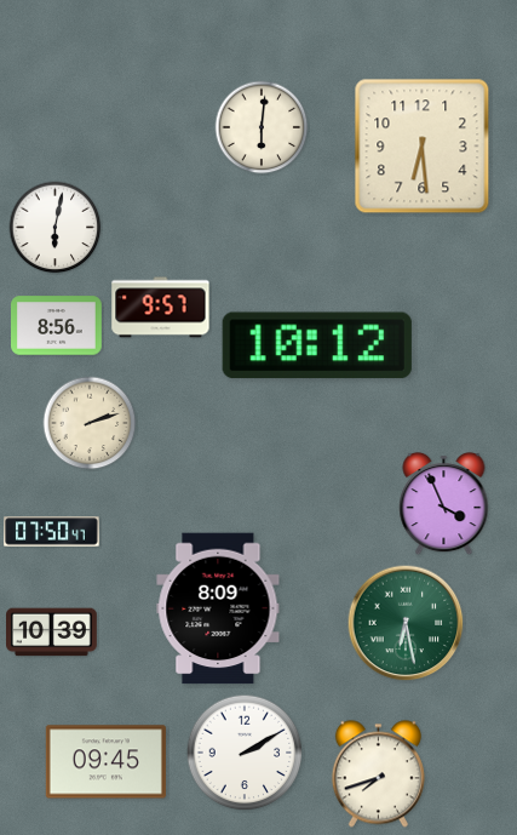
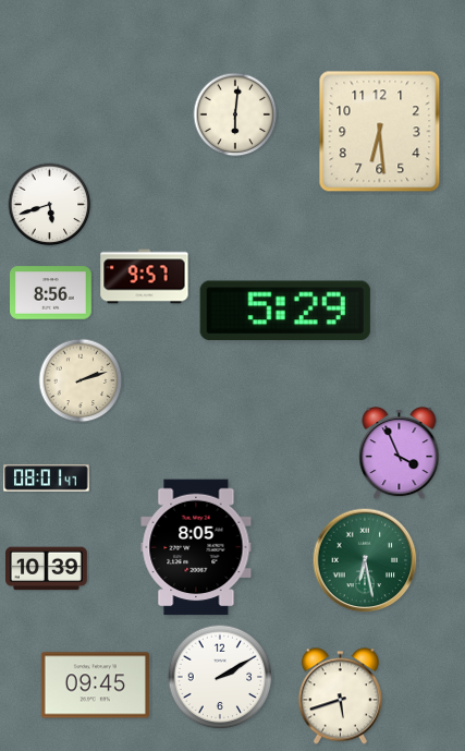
clock at (56, 228): 6:02 -> 5:42
clock at (317, 345): 10:12 -> 5:29
clock at (52, 532): 07:50 -> 08:01
clock at (218, 608): 8:09 -> 8:05
clock at (378, 774): 7:42 -> 5:42
